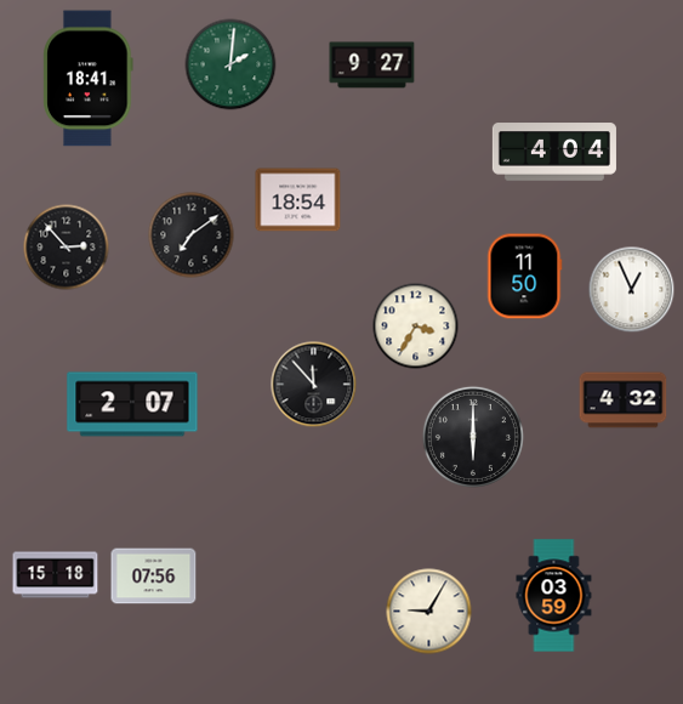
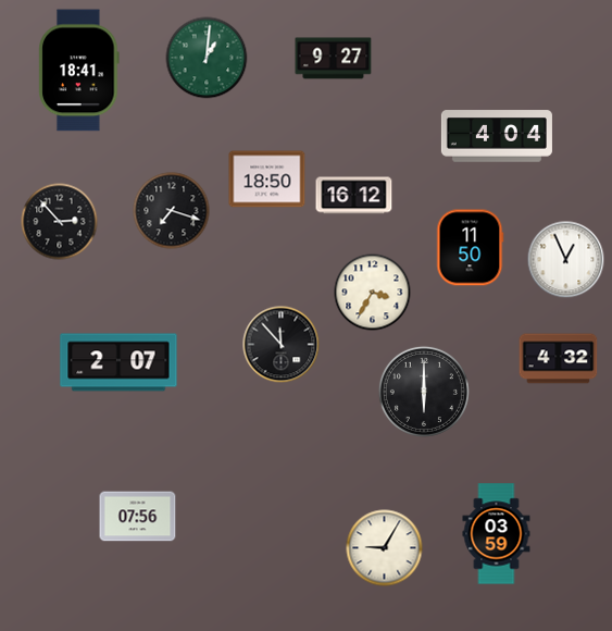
clock at (230, 64): 2:01 -> 1:01
clock at (298, 200): 18:54 -> 18:50
clock at (354, 196): none -> 16:12
clock at (192, 235): 7:09 -> 7:18
clock at (56, 575): 15:18 -> none
